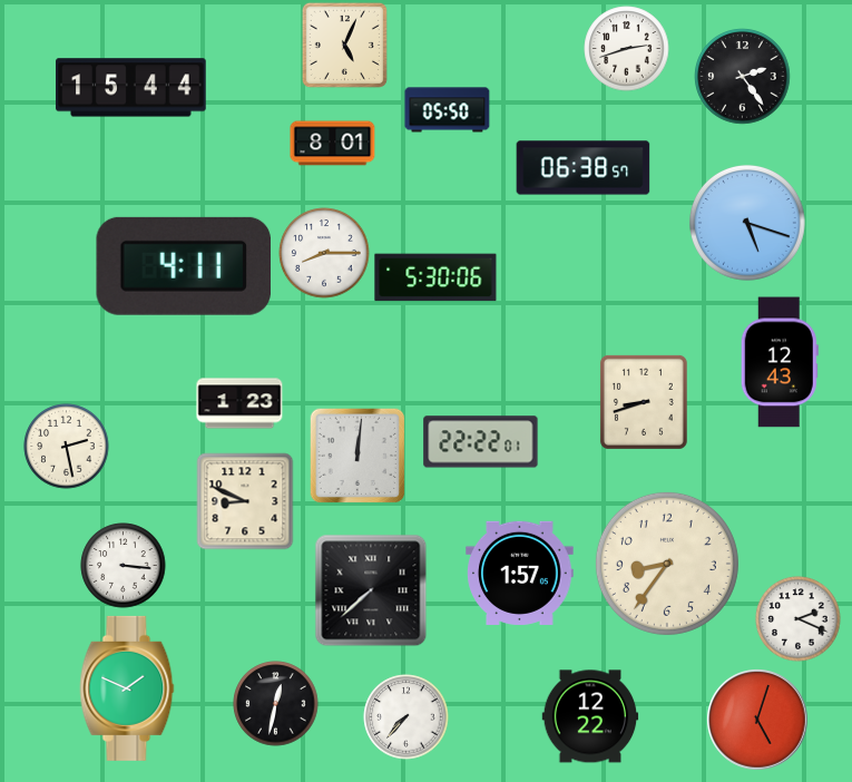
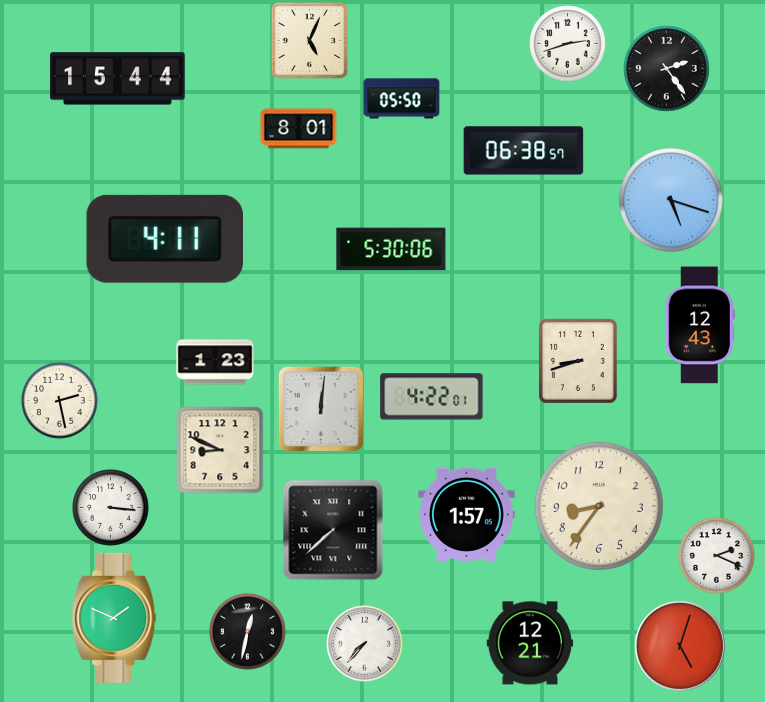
clock at (627, 49) position: (627, 49) -> (568, 44)
clock at (324, 253): 8:15 -> none
clock at (481, 442): 22:22 -> 4:22
clock at (590, 716): 12:22 -> 12:21
